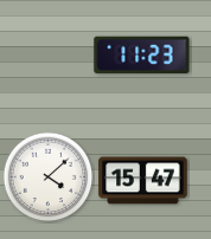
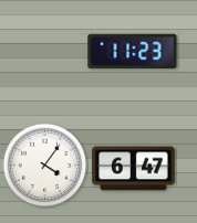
clock at (49, 177): 4:08 -> 4:06
clock at (143, 181): 15:47 -> 6:47
